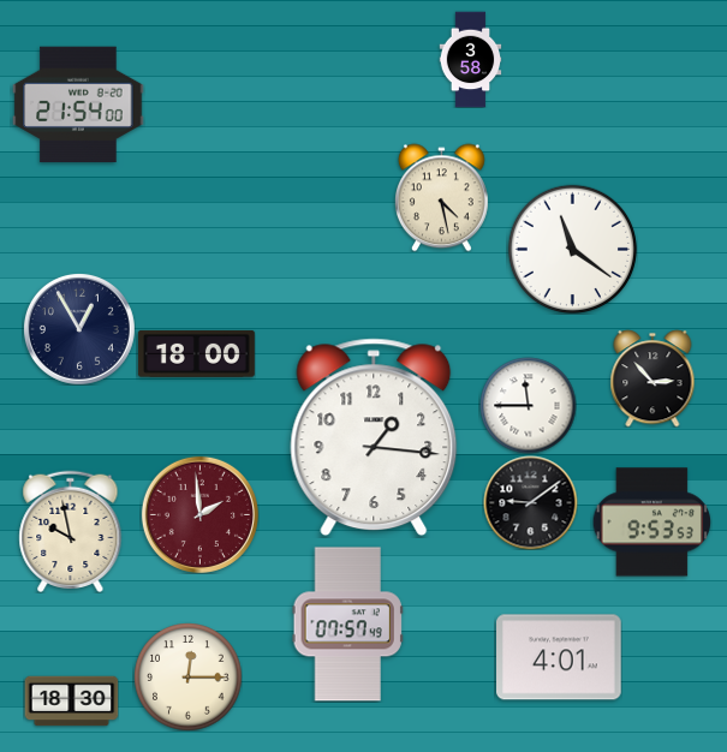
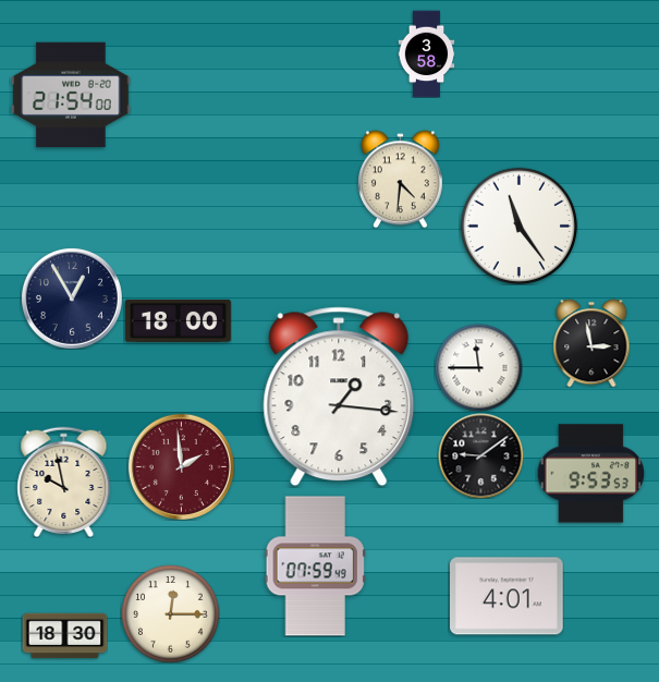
clock at (441, 197): 4:28 -> 4:31
clock at (572, 249): 11:21 -> 11:24
clock at (652, 378): 2:53 -> 2:58
clock at (347, 625): 07:57 -> 07:59
